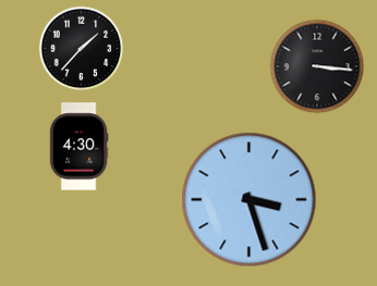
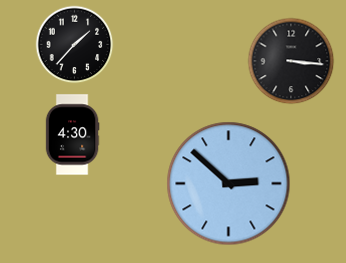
clock at (250, 200): 3:27 -> 2:52
